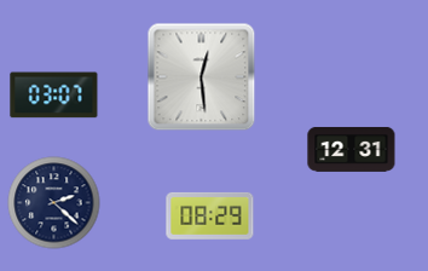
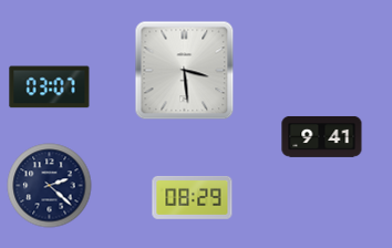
clock at (202, 77): 12:29 -> 3:29
clock at (352, 150): 12:31 -> 9:41
